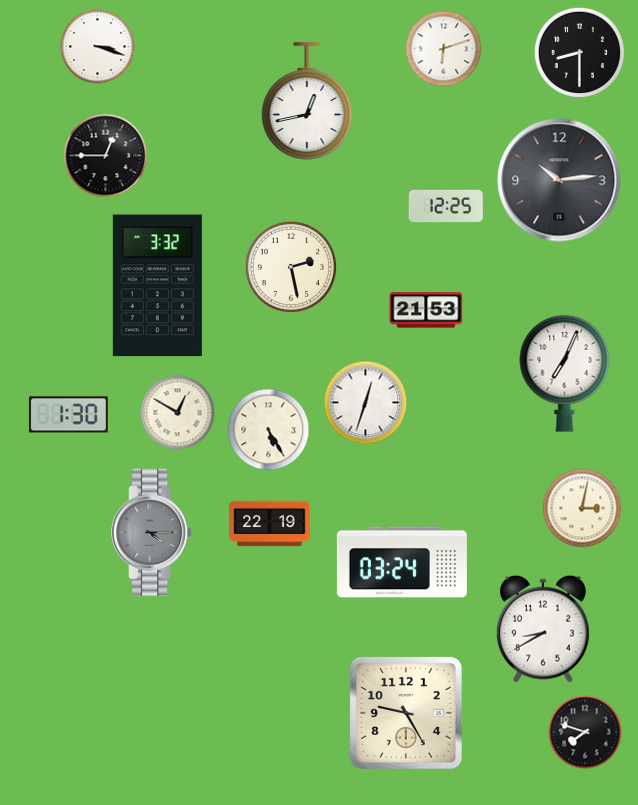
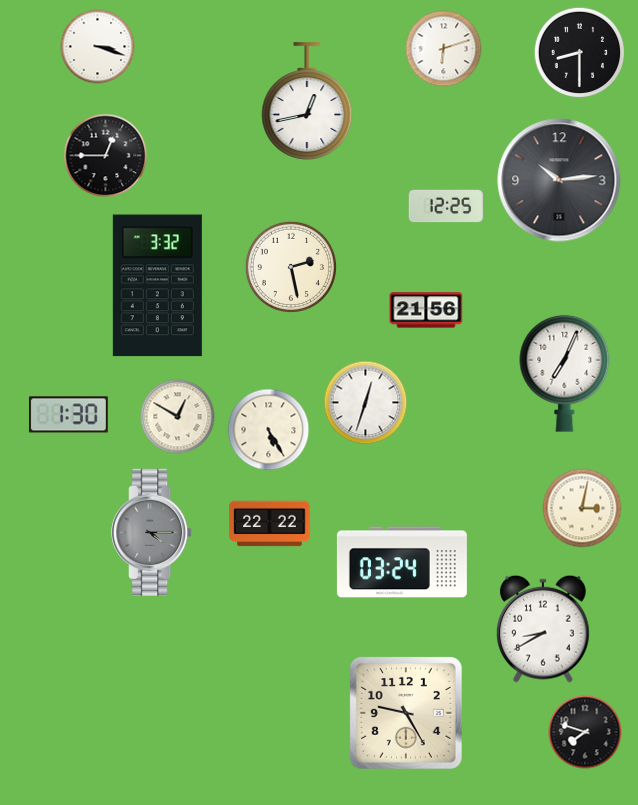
clock at (426, 310): 21:53 -> 21:56
clock at (178, 413) position: (178, 413) -> (178, 417)
clock at (270, 524): 22:19 -> 22:22
